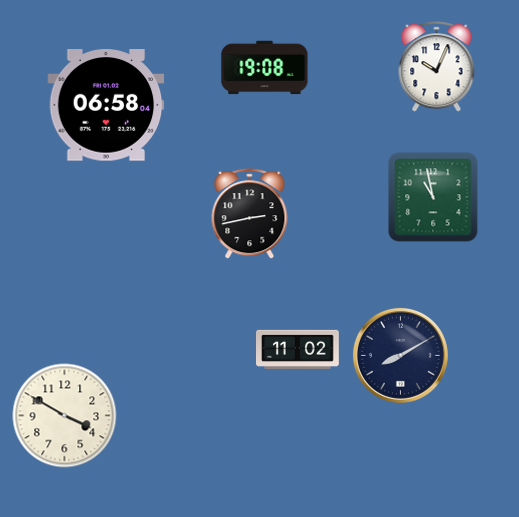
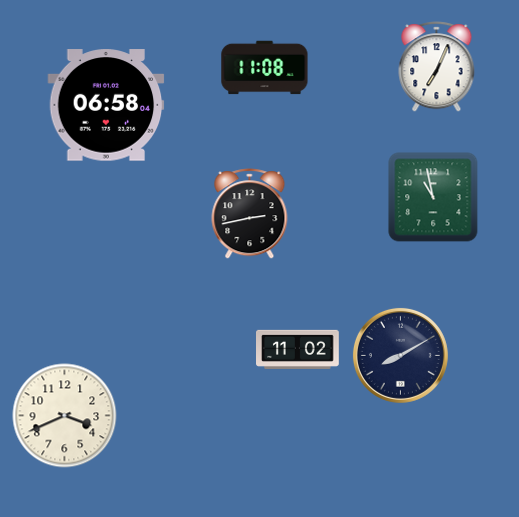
clock at (437, 67): 10:04 -> 7:04
clock at (265, 68): 19:08 -> 11:08
clock at (65, 416): 3:50 -> 3:41
